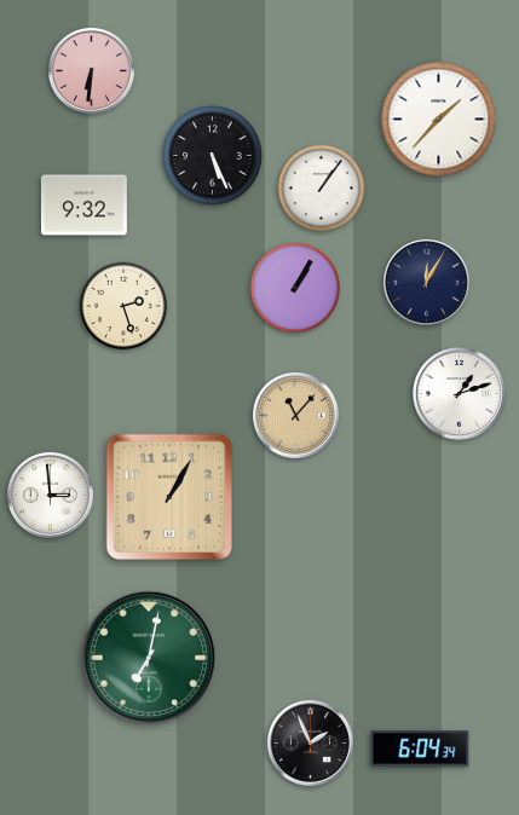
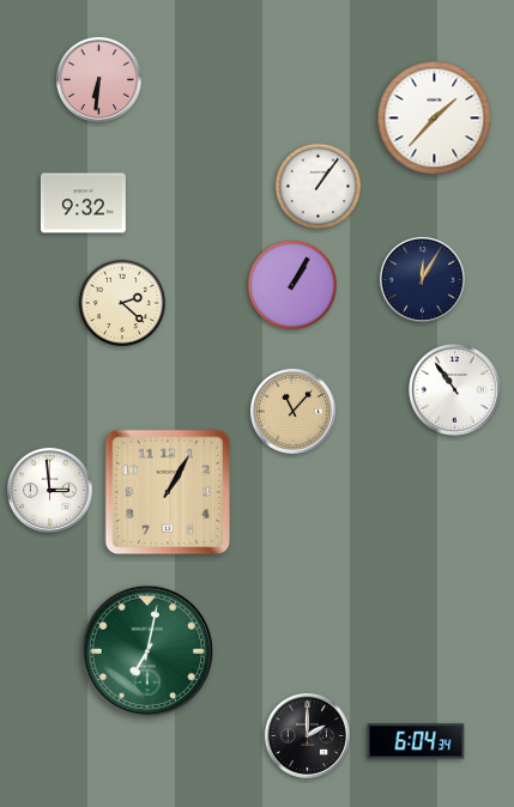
clock at (91, 70) position: (91, 70) -> (98, 79)
clock at (213, 156): 5:26 -> none
clock at (123, 306): 2:27 -> 2:22
clock at (460, 394): 1:12 -> 10:54
clock at (310, 742): 1:56 -> 2:00
